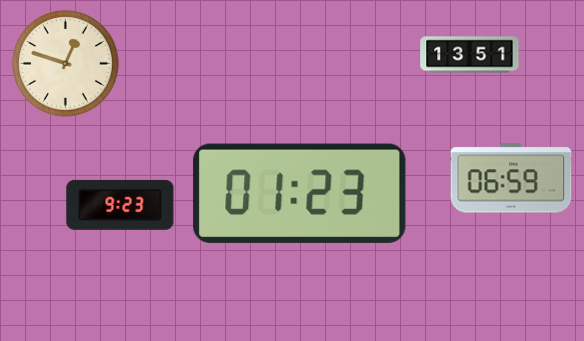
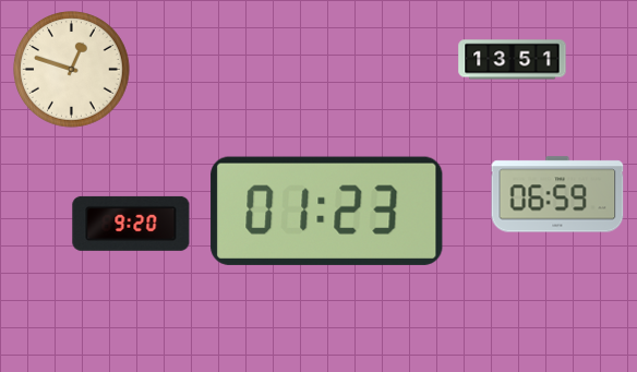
clock at (120, 205): 9:23 -> 9:20
